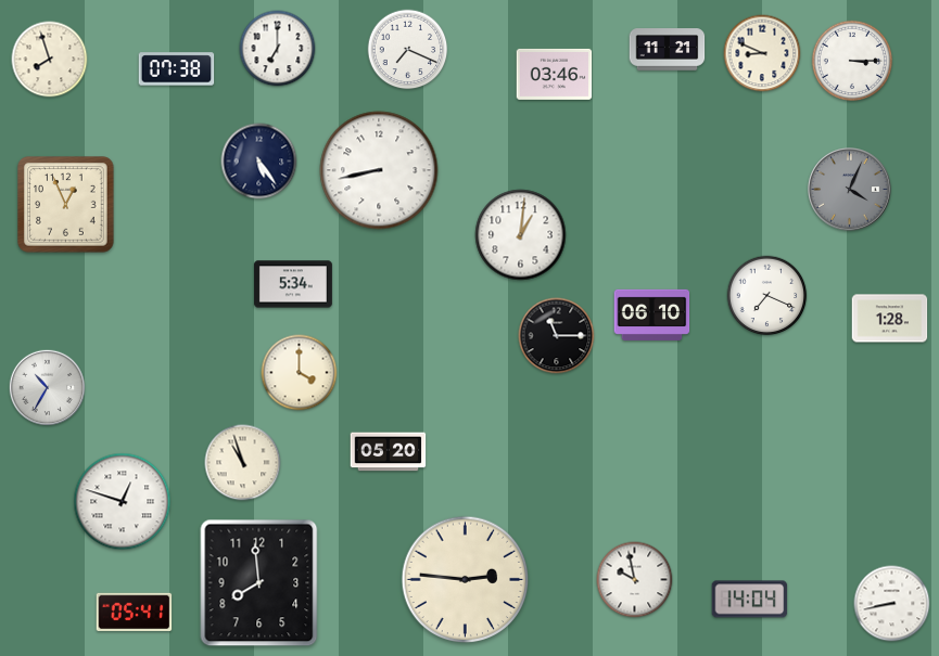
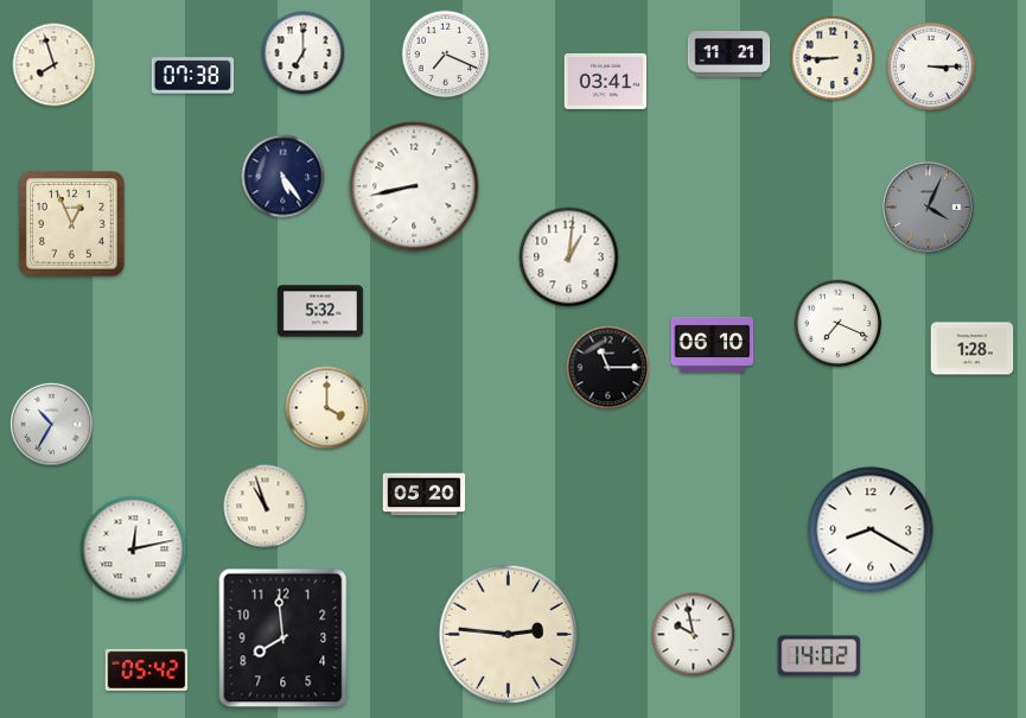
clock at (762, 53): 8:49 -> 8:45
clock at (555, 74): 03:46 -> 03:41
clock at (293, 284): 5:34 -> 5:32
clock at (871, 529): none -> 8:20
clock at (123, 502): 12:48 -> 12:13
clock at (750, 600): 14:04 -> 14:02
clock at (892, 604): 8:43 -> none
clock at (135, 612): 05:41 -> 05:42
